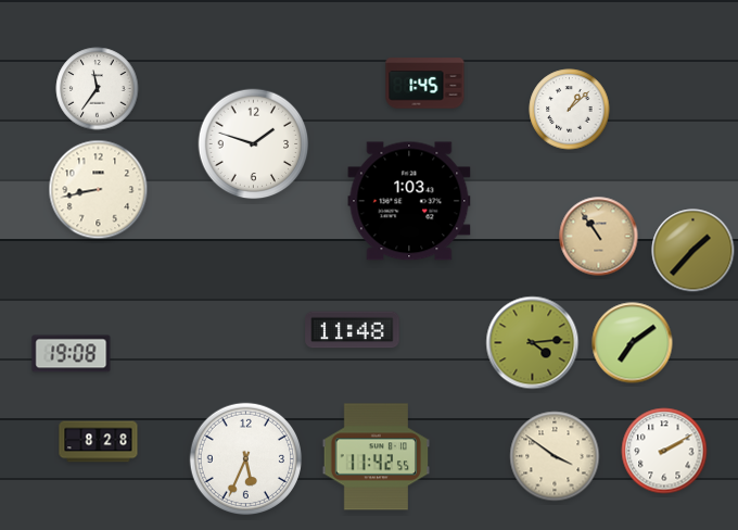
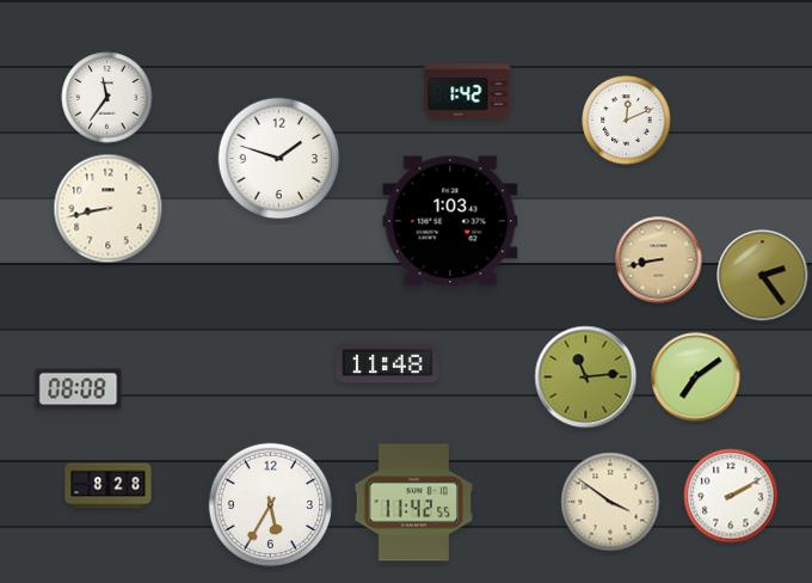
clock at (425, 84): 1:45 -> 1:42
clock at (570, 110): 1:08 -> 12:11
clock at (599, 237): 10:54 -> 8:43
clock at (694, 251): 1:37 -> 2:24
clock at (533, 343): 4:14 -> 11:14
clock at (72, 354): 19:08 -> 08:08
clock at (246, 459): 5:34 -> 5:35
